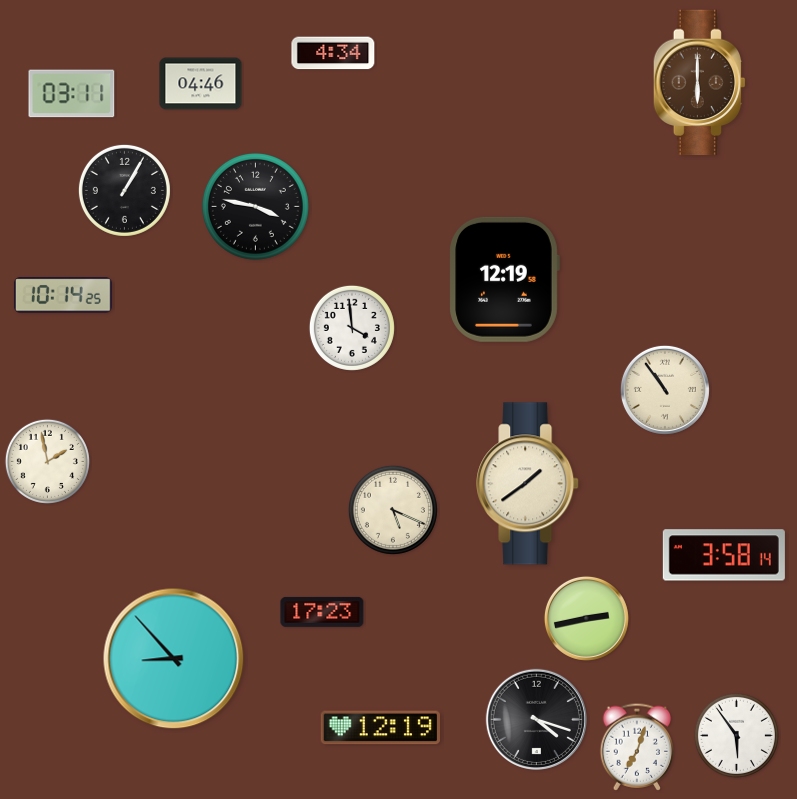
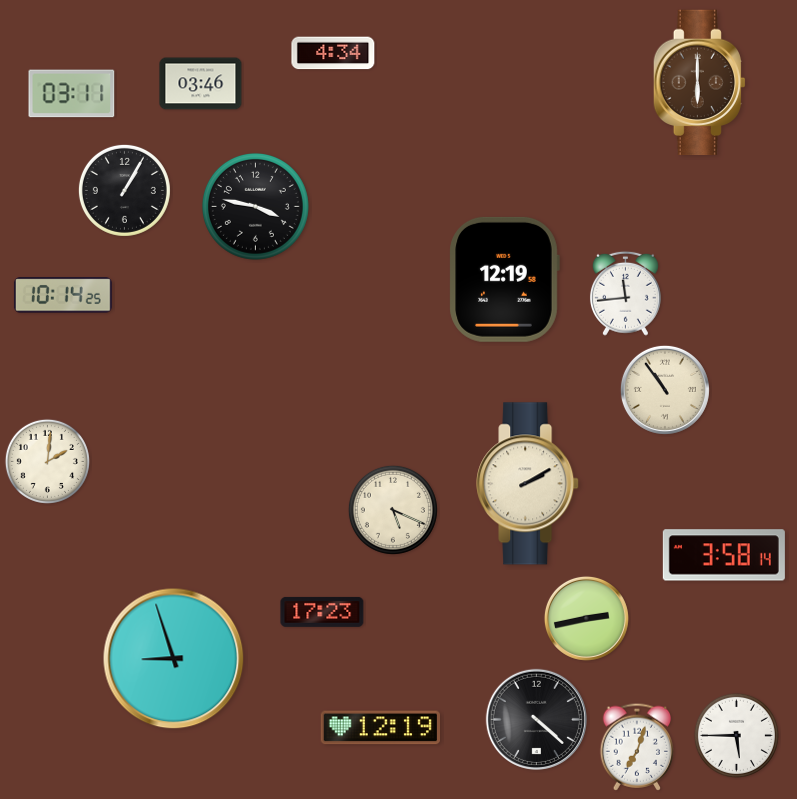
clock at (201, 84): 04:46 -> 03:46
clock at (625, 293): none -> 11:44
clock at (352, 328): 3:59 -> none
clock at (47, 461): 1:58 -> 2:01
clock at (528, 484): 1:39 -> 2:10
clock at (174, 659): 8:53 -> 8:57
clock at (536, 719): 4:18 -> 4:22
clock at (736, 735): 5:54 -> 5:45
